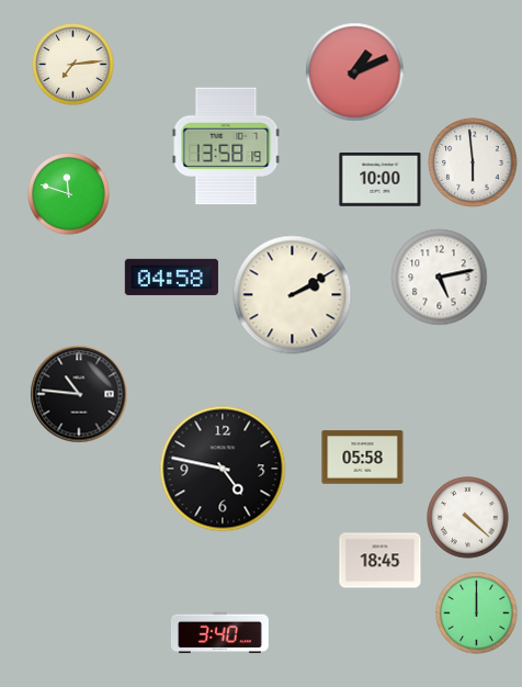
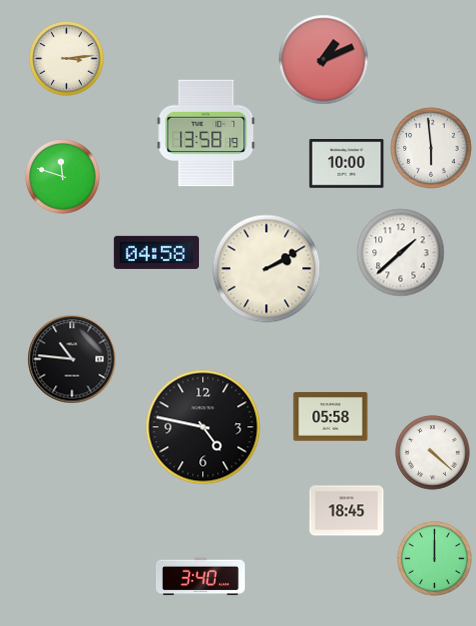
clock at (73, 65): 7:14 -> 3:14
clock at (355, 72) position: (355, 72) -> (324, 60)
clock at (440, 278): 5:13 -> 1:38
clock at (468, 518) position: (468, 518) -> (433, 453)
